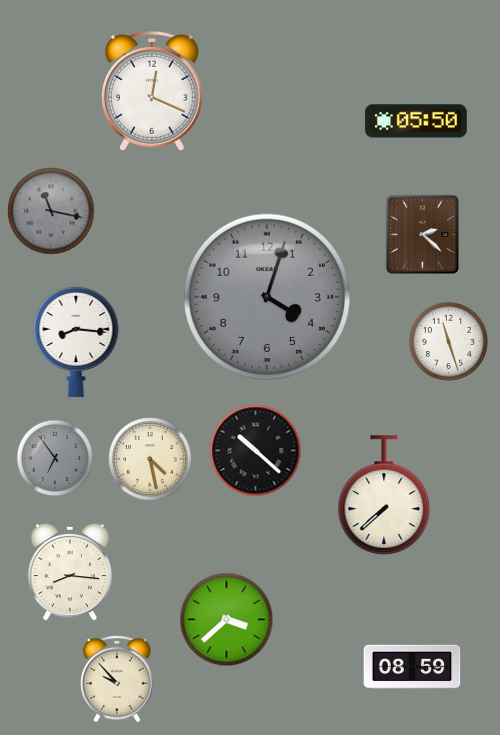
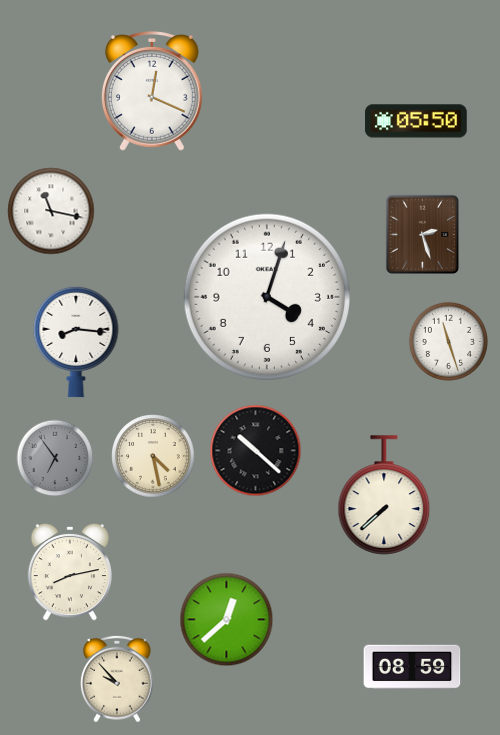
clock at (51, 211) dial: grey -> white
clock at (422, 234): 2:22 -> 2:27
clock at (266, 296) dial: grey -> white
clock at (150, 459) position: (150, 459) -> (153, 456)
clock at (69, 572): 8:16 -> 8:13
clock at (227, 620): 3:38 -> 12:38
